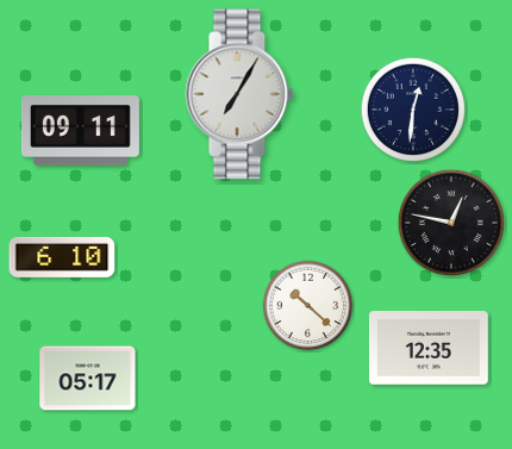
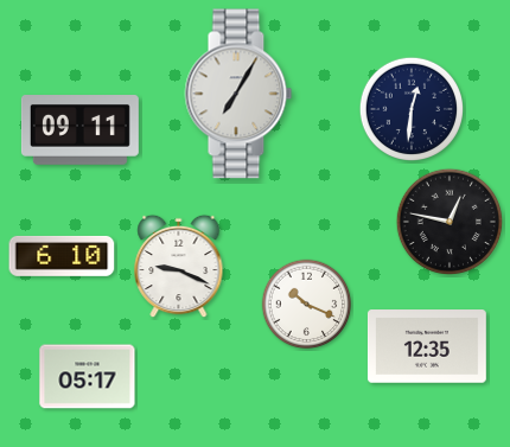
clock at (179, 267): none -> 9:19
clock at (308, 306): 10:22 -> 10:19
